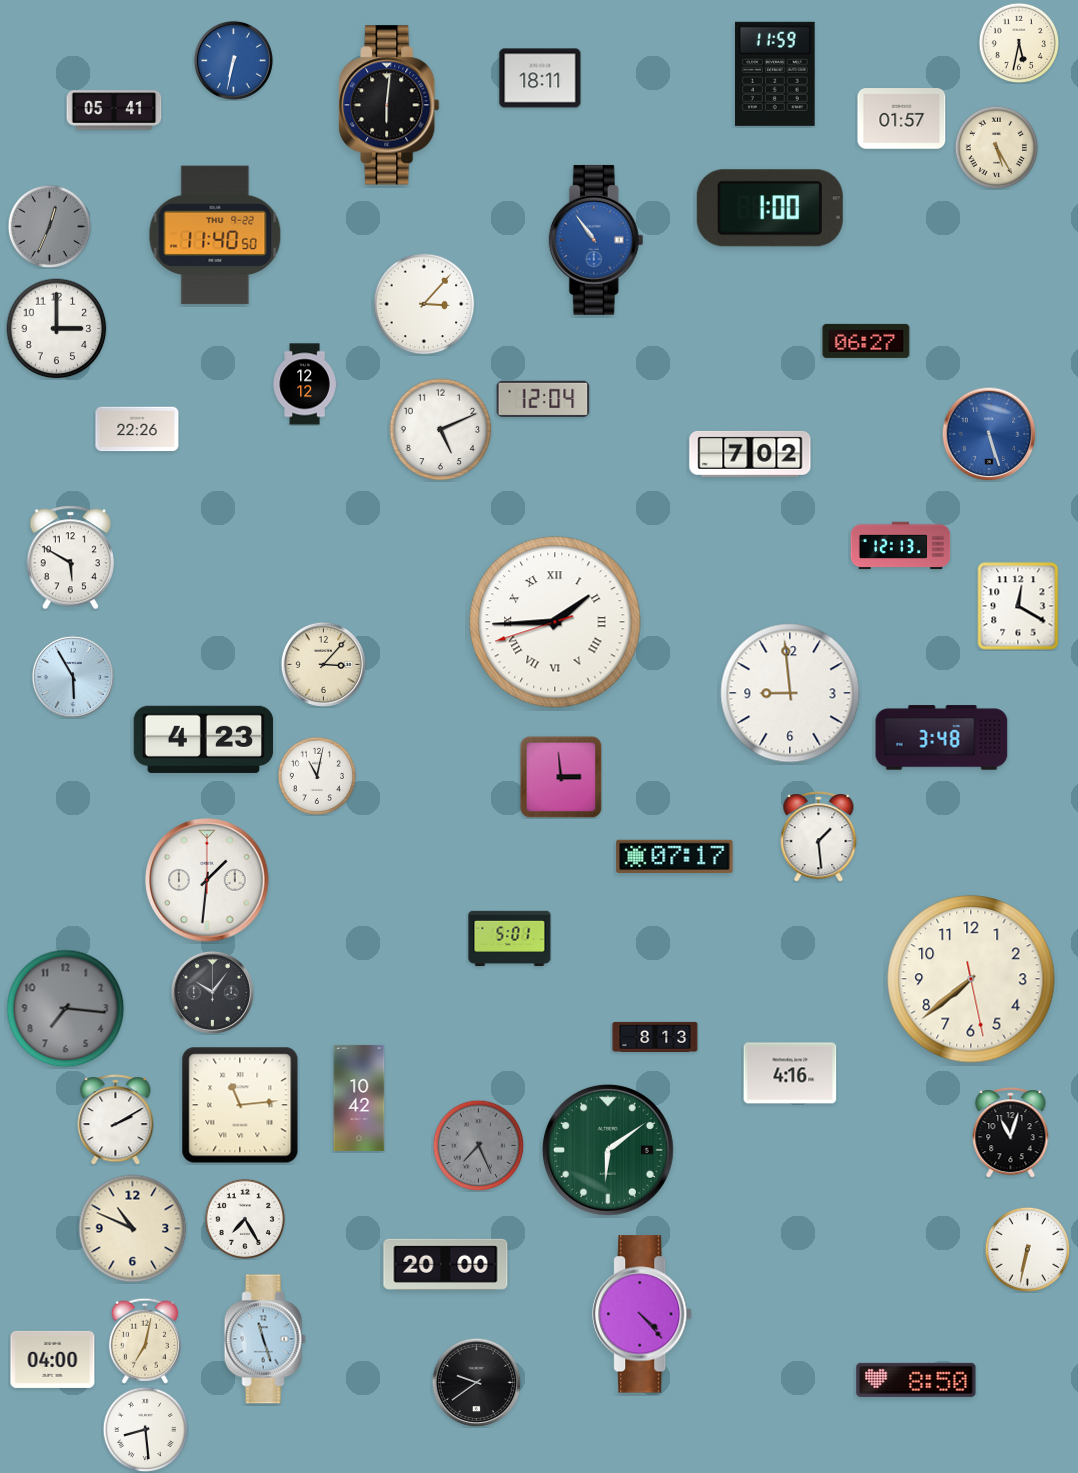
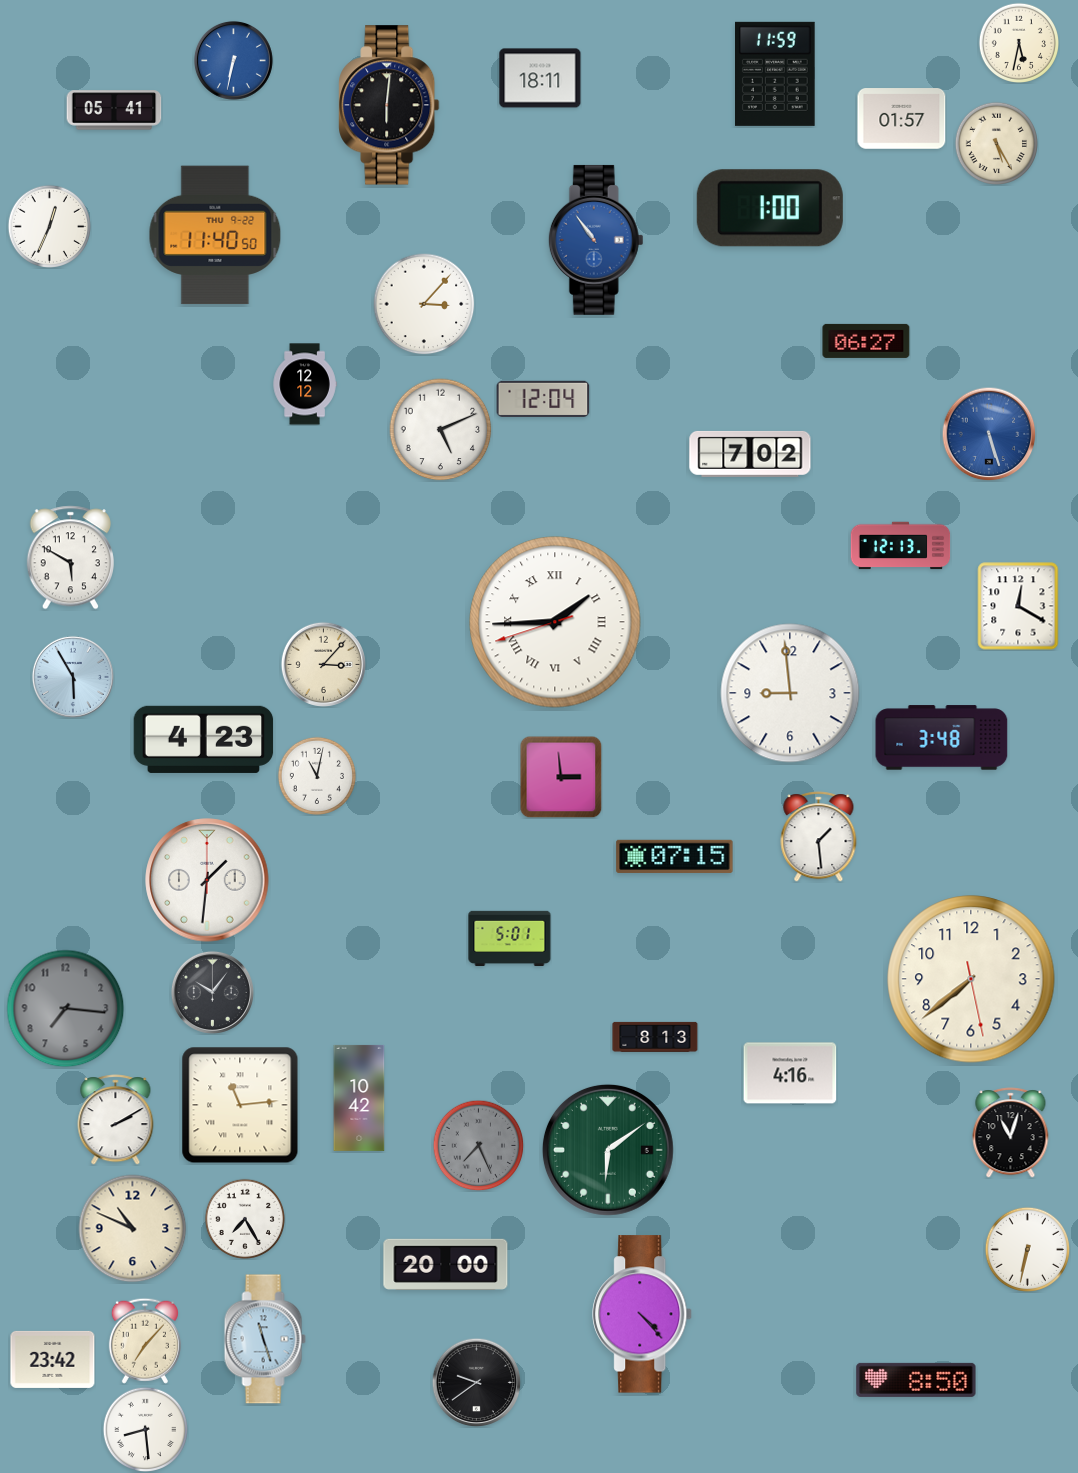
clock at (996, 147) position: (996, 147) -> (996, 143)
clock at (49, 226) dial: grey -> white
clock at (57, 329): 3:00 -> none
clock at (137, 429): 22:26 -> none
clock at (675, 856): 07:17 -> 07:15
clock at (145, 1341): 7:02 -> 7:07
clock at (53, 1359): 04:00 -> 23:42
